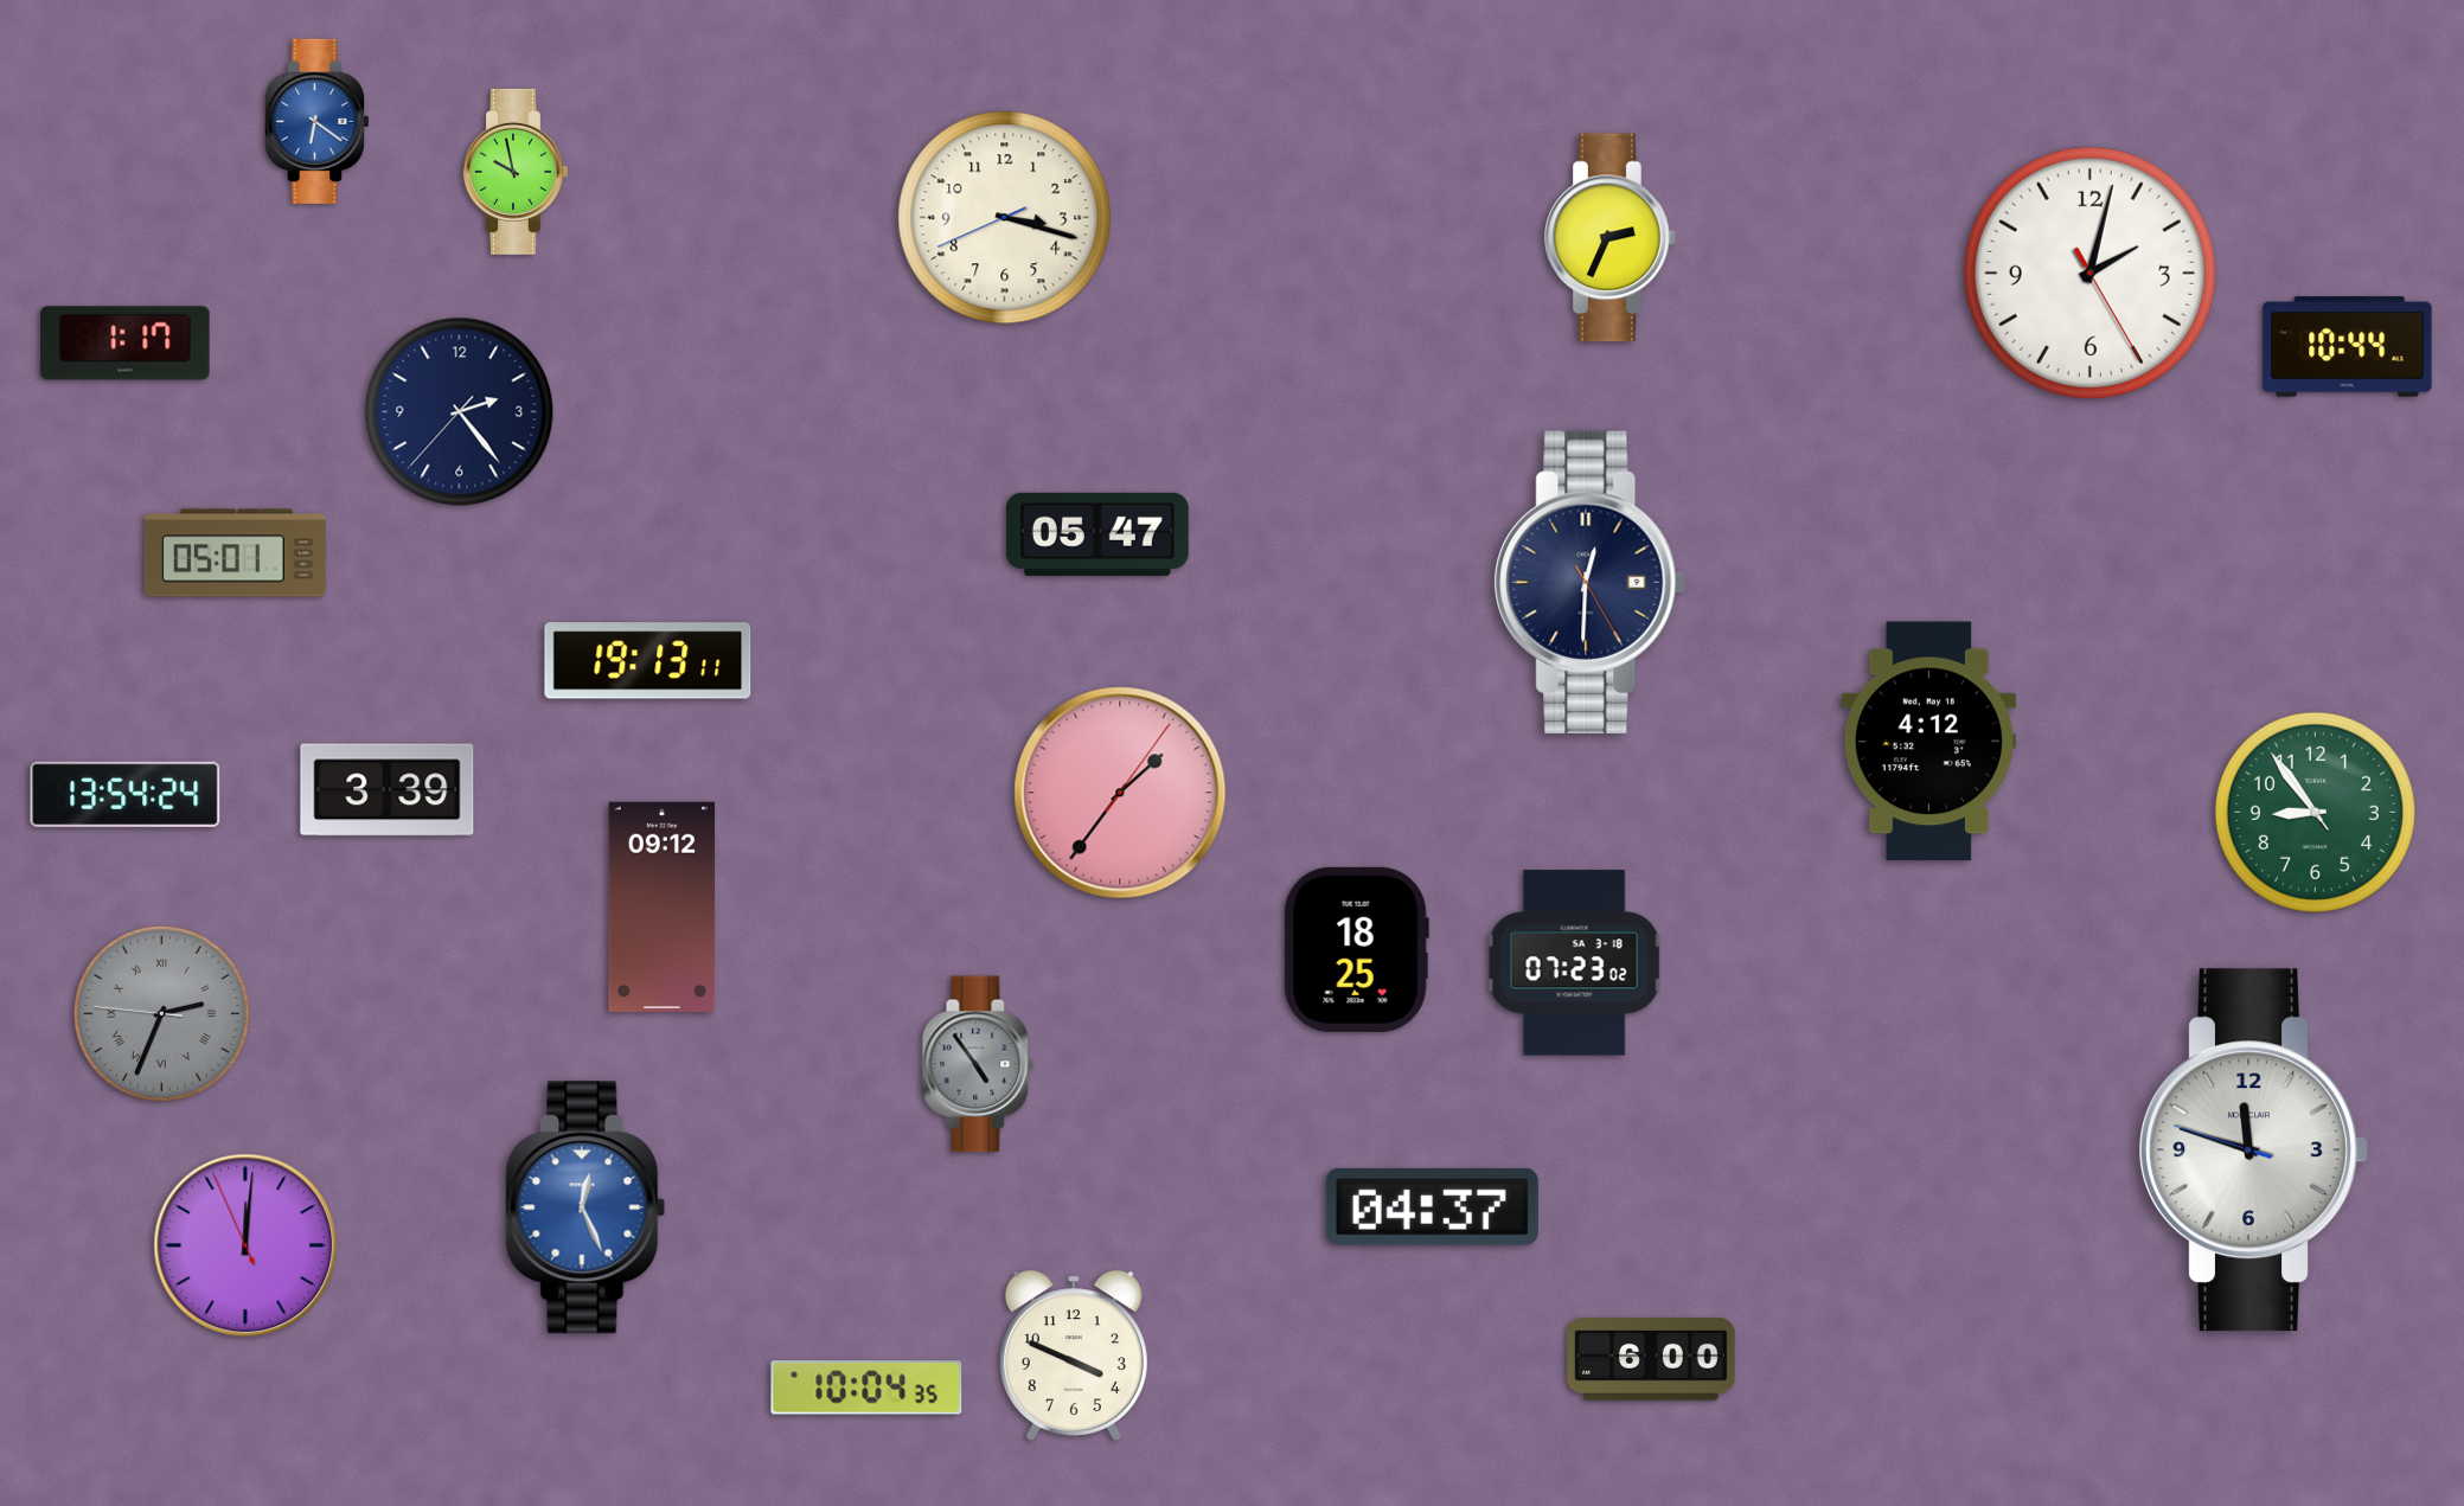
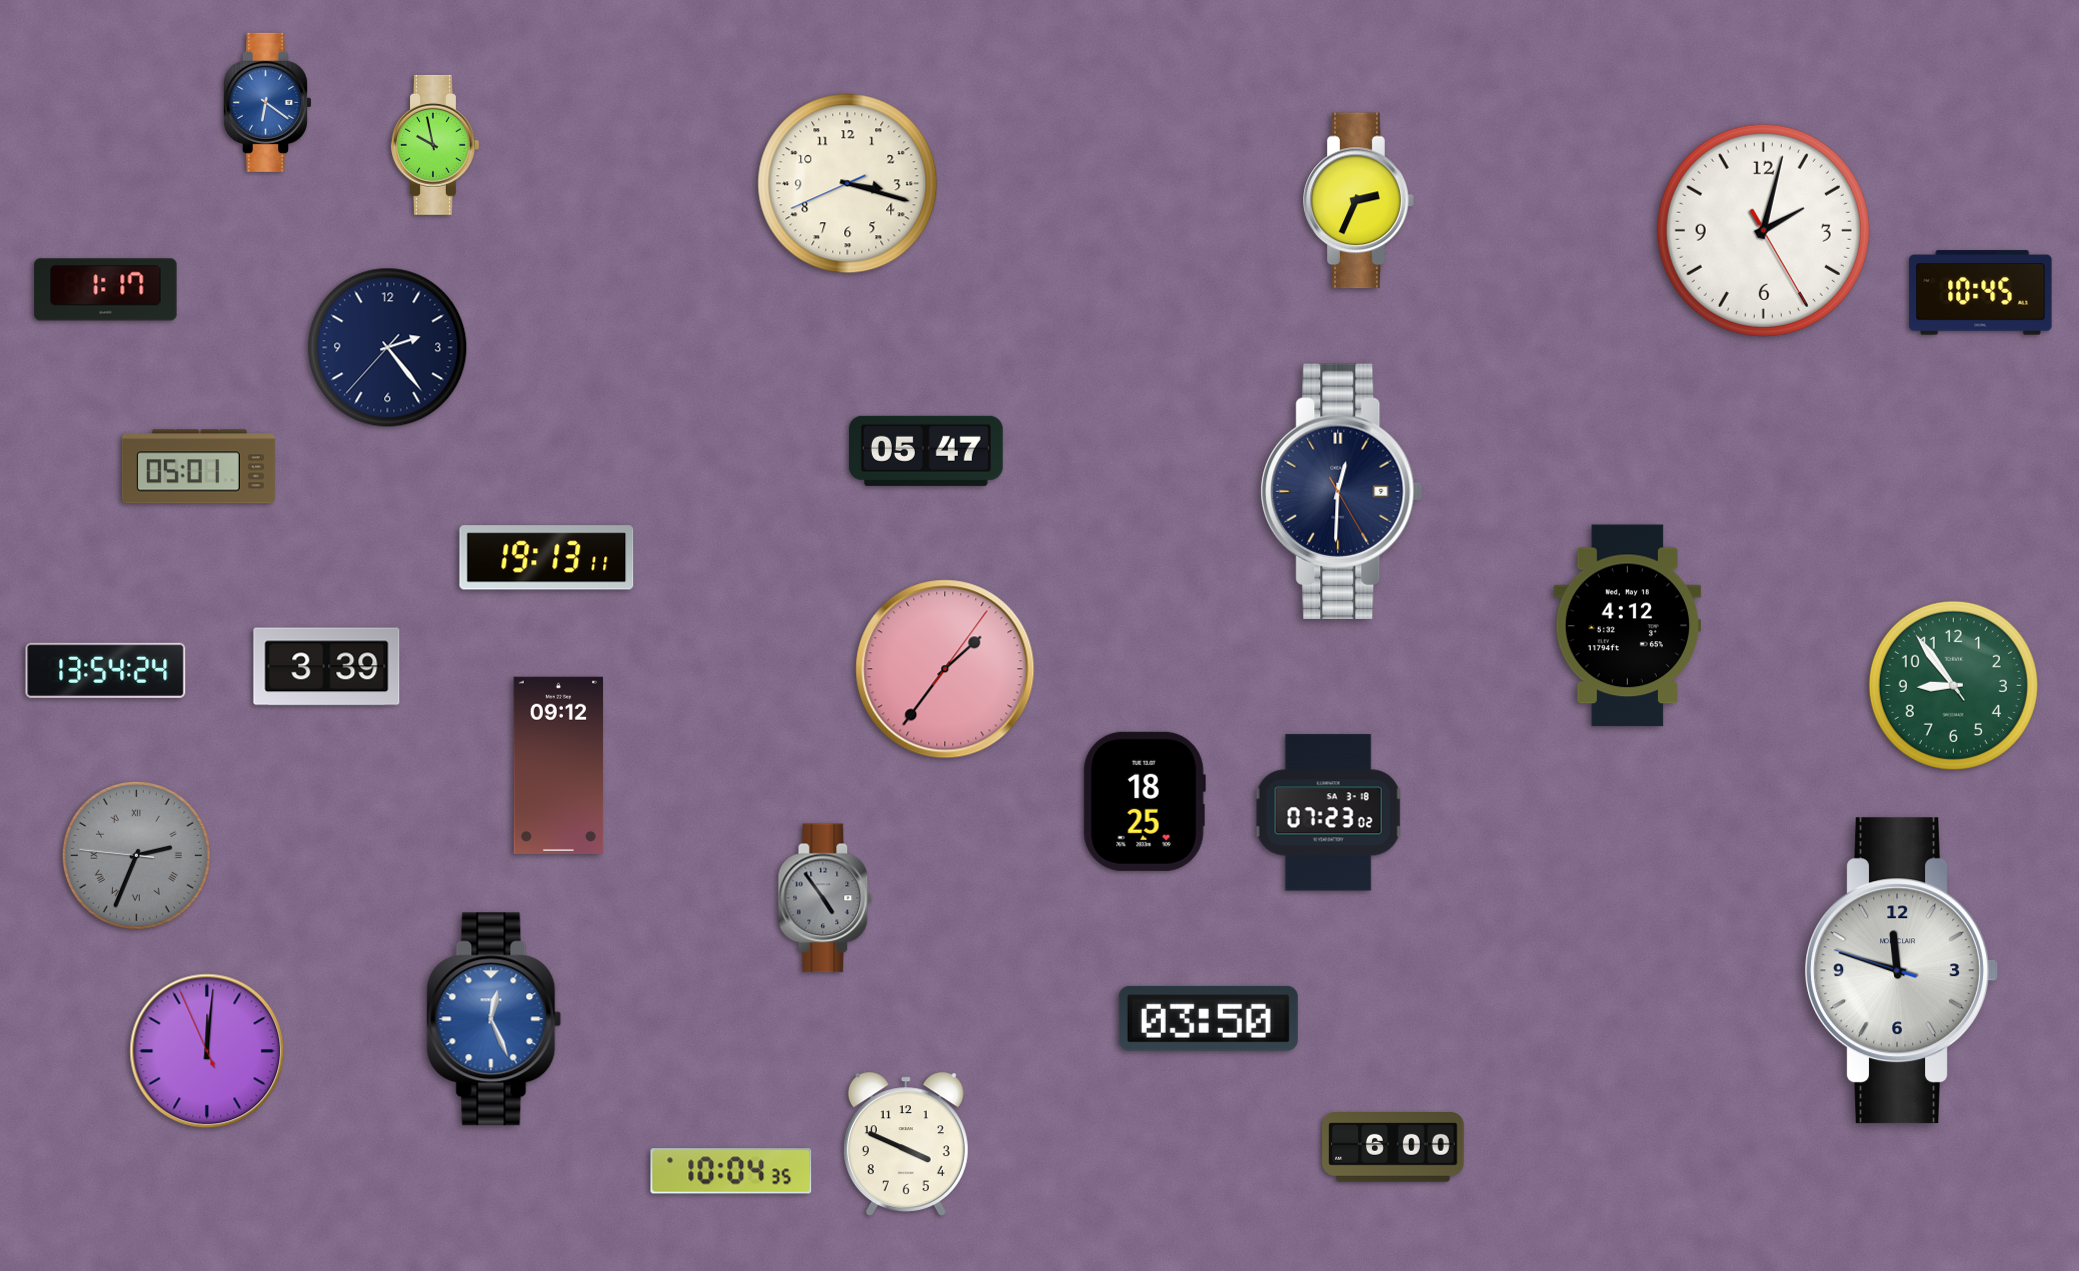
clock at (2348, 347): 10:44 -> 10:45
clock at (1432, 1206): 04:37 -> 03:50
